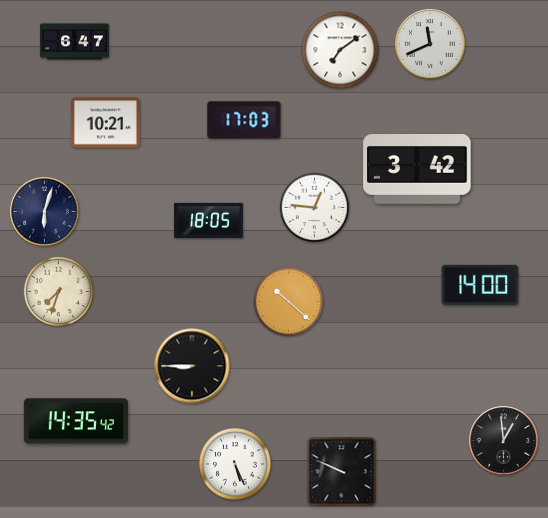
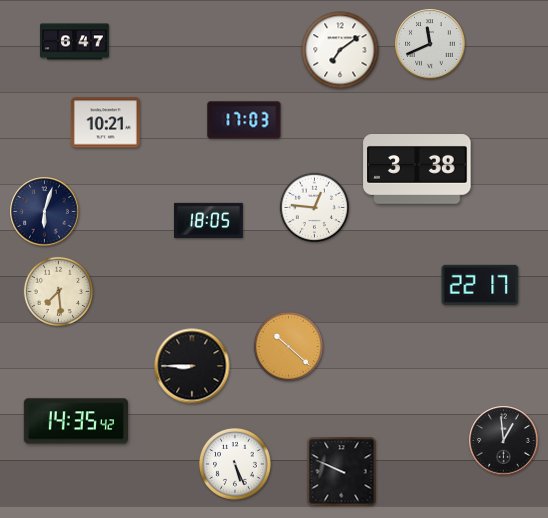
clock at (417, 170): 3:42 -> 3:38
clock at (480, 285): 14:00 -> 22:17
clock at (58, 291): 7:33 -> 7:29
clock at (288, 301) position: (288, 301) -> (288, 346)
